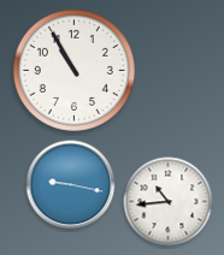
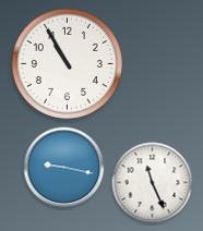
clock at (169, 202): 10:44 -> 11:26
